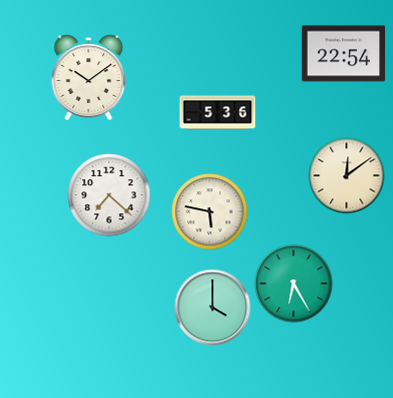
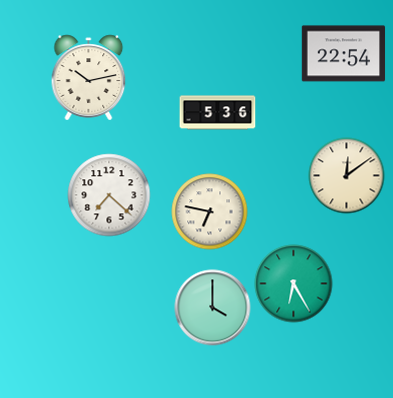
clock at (89, 78): 10:09 -> 10:13
clock at (210, 212): 5:47 -> 6:47
